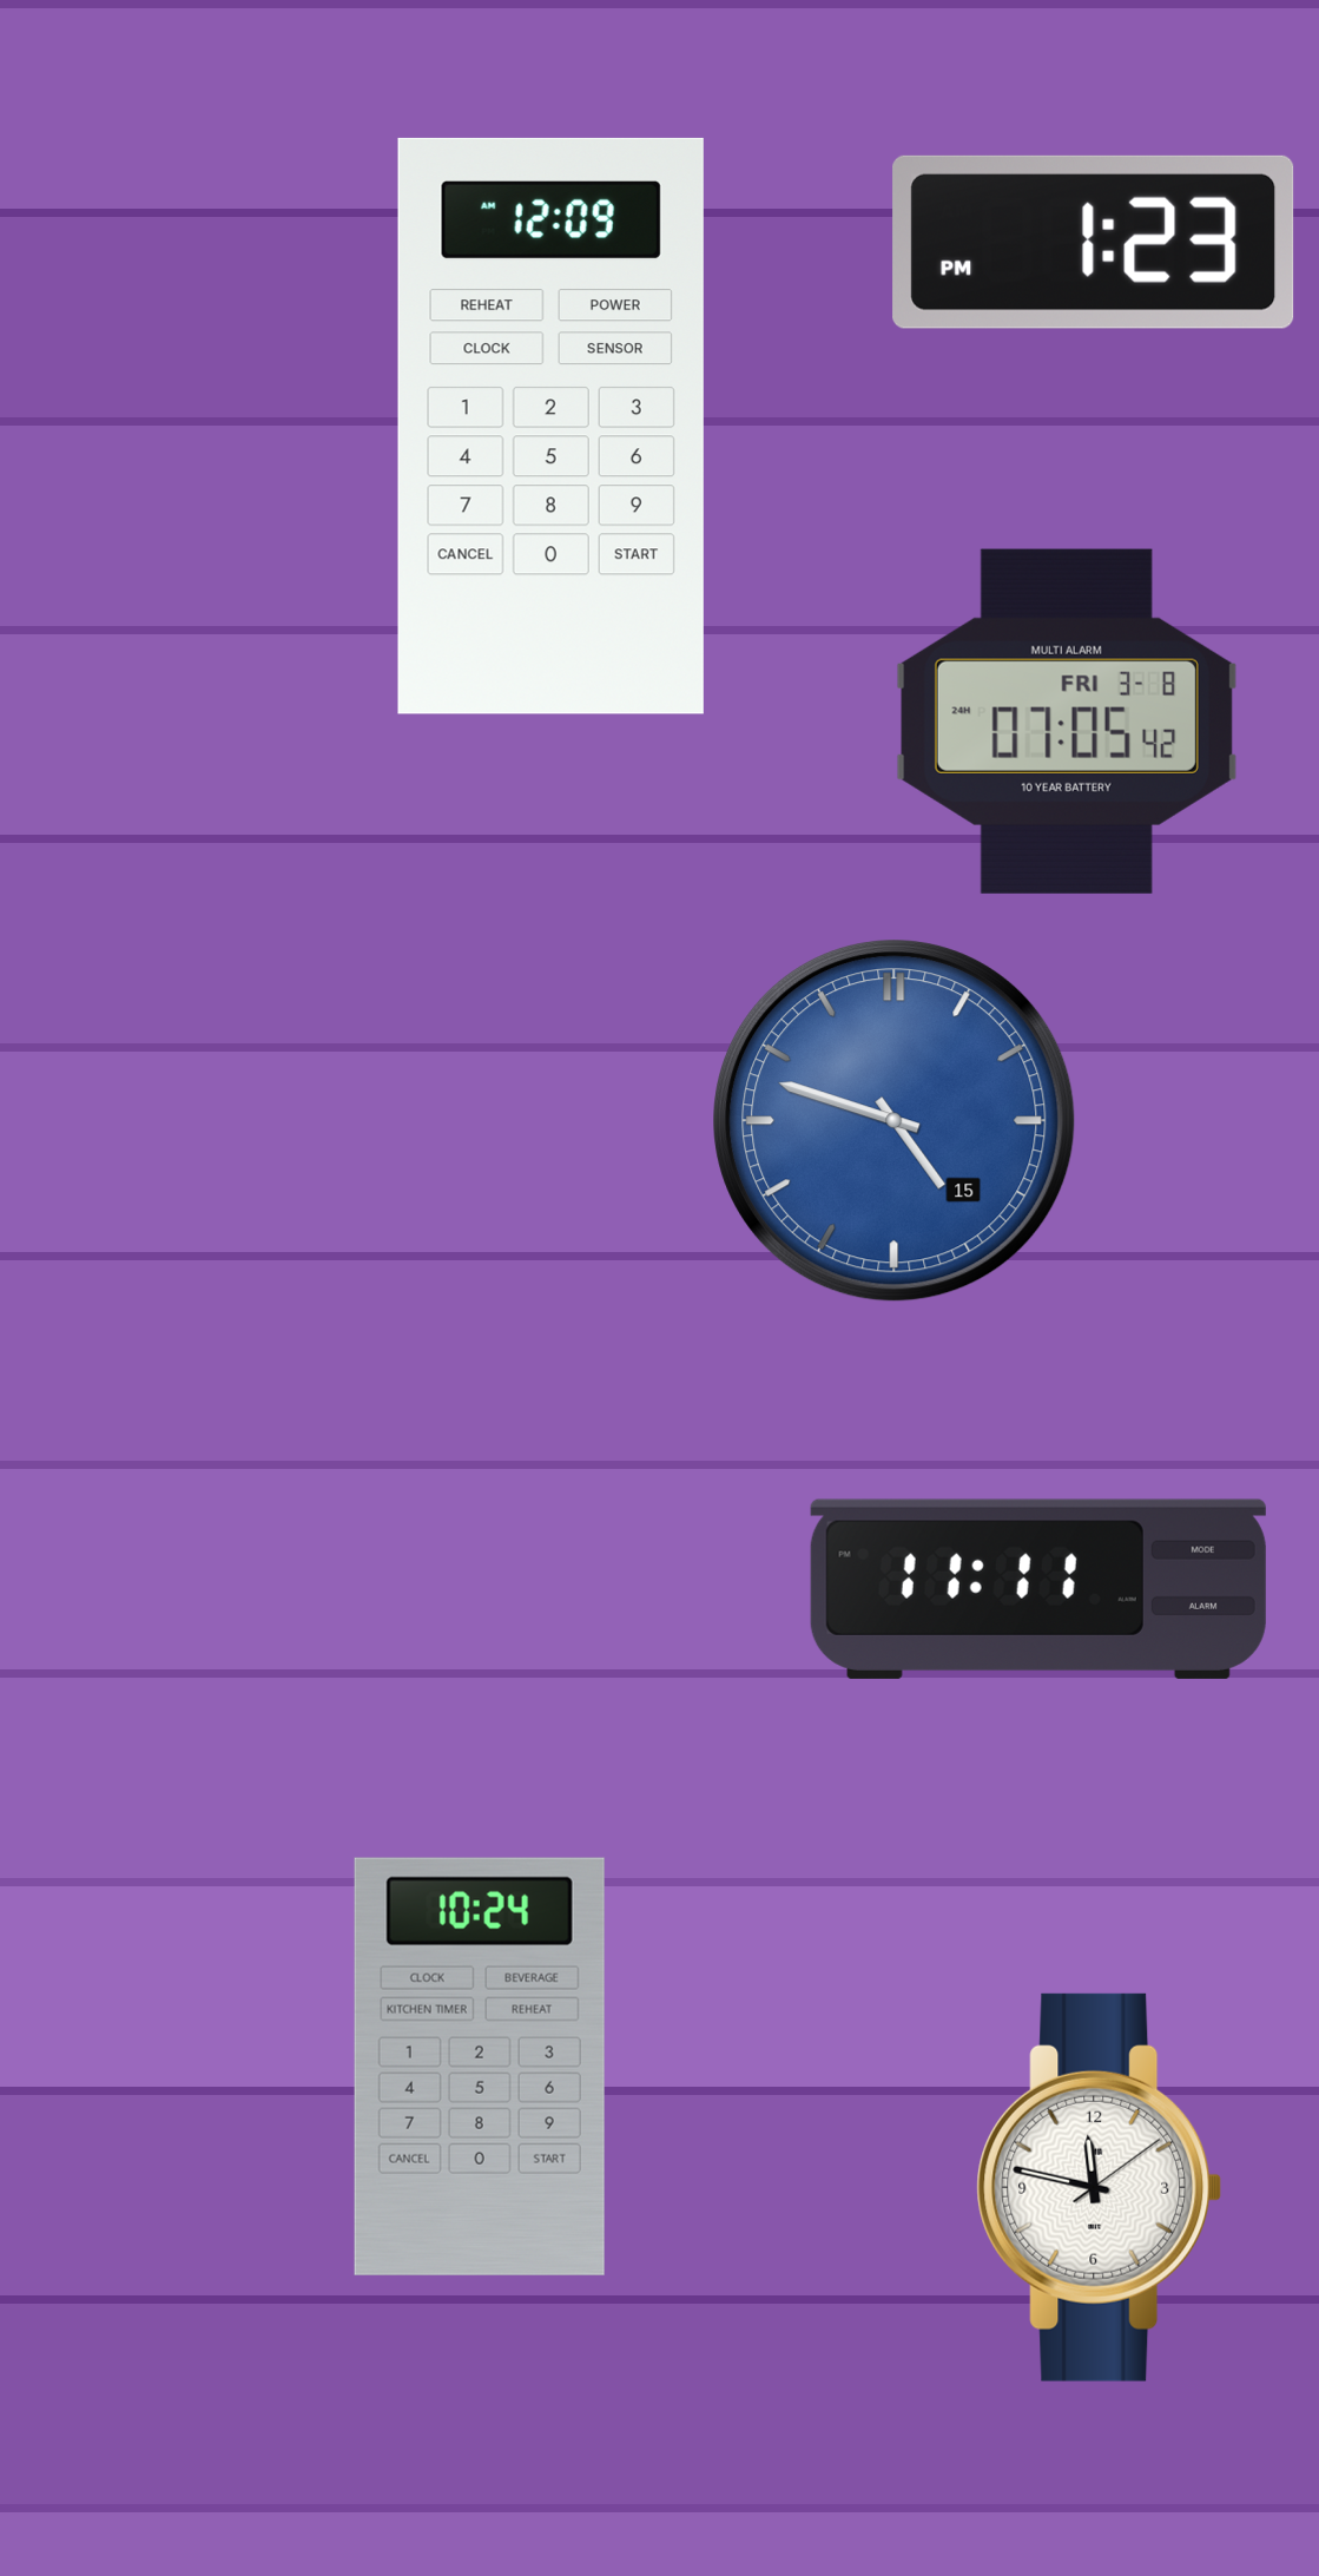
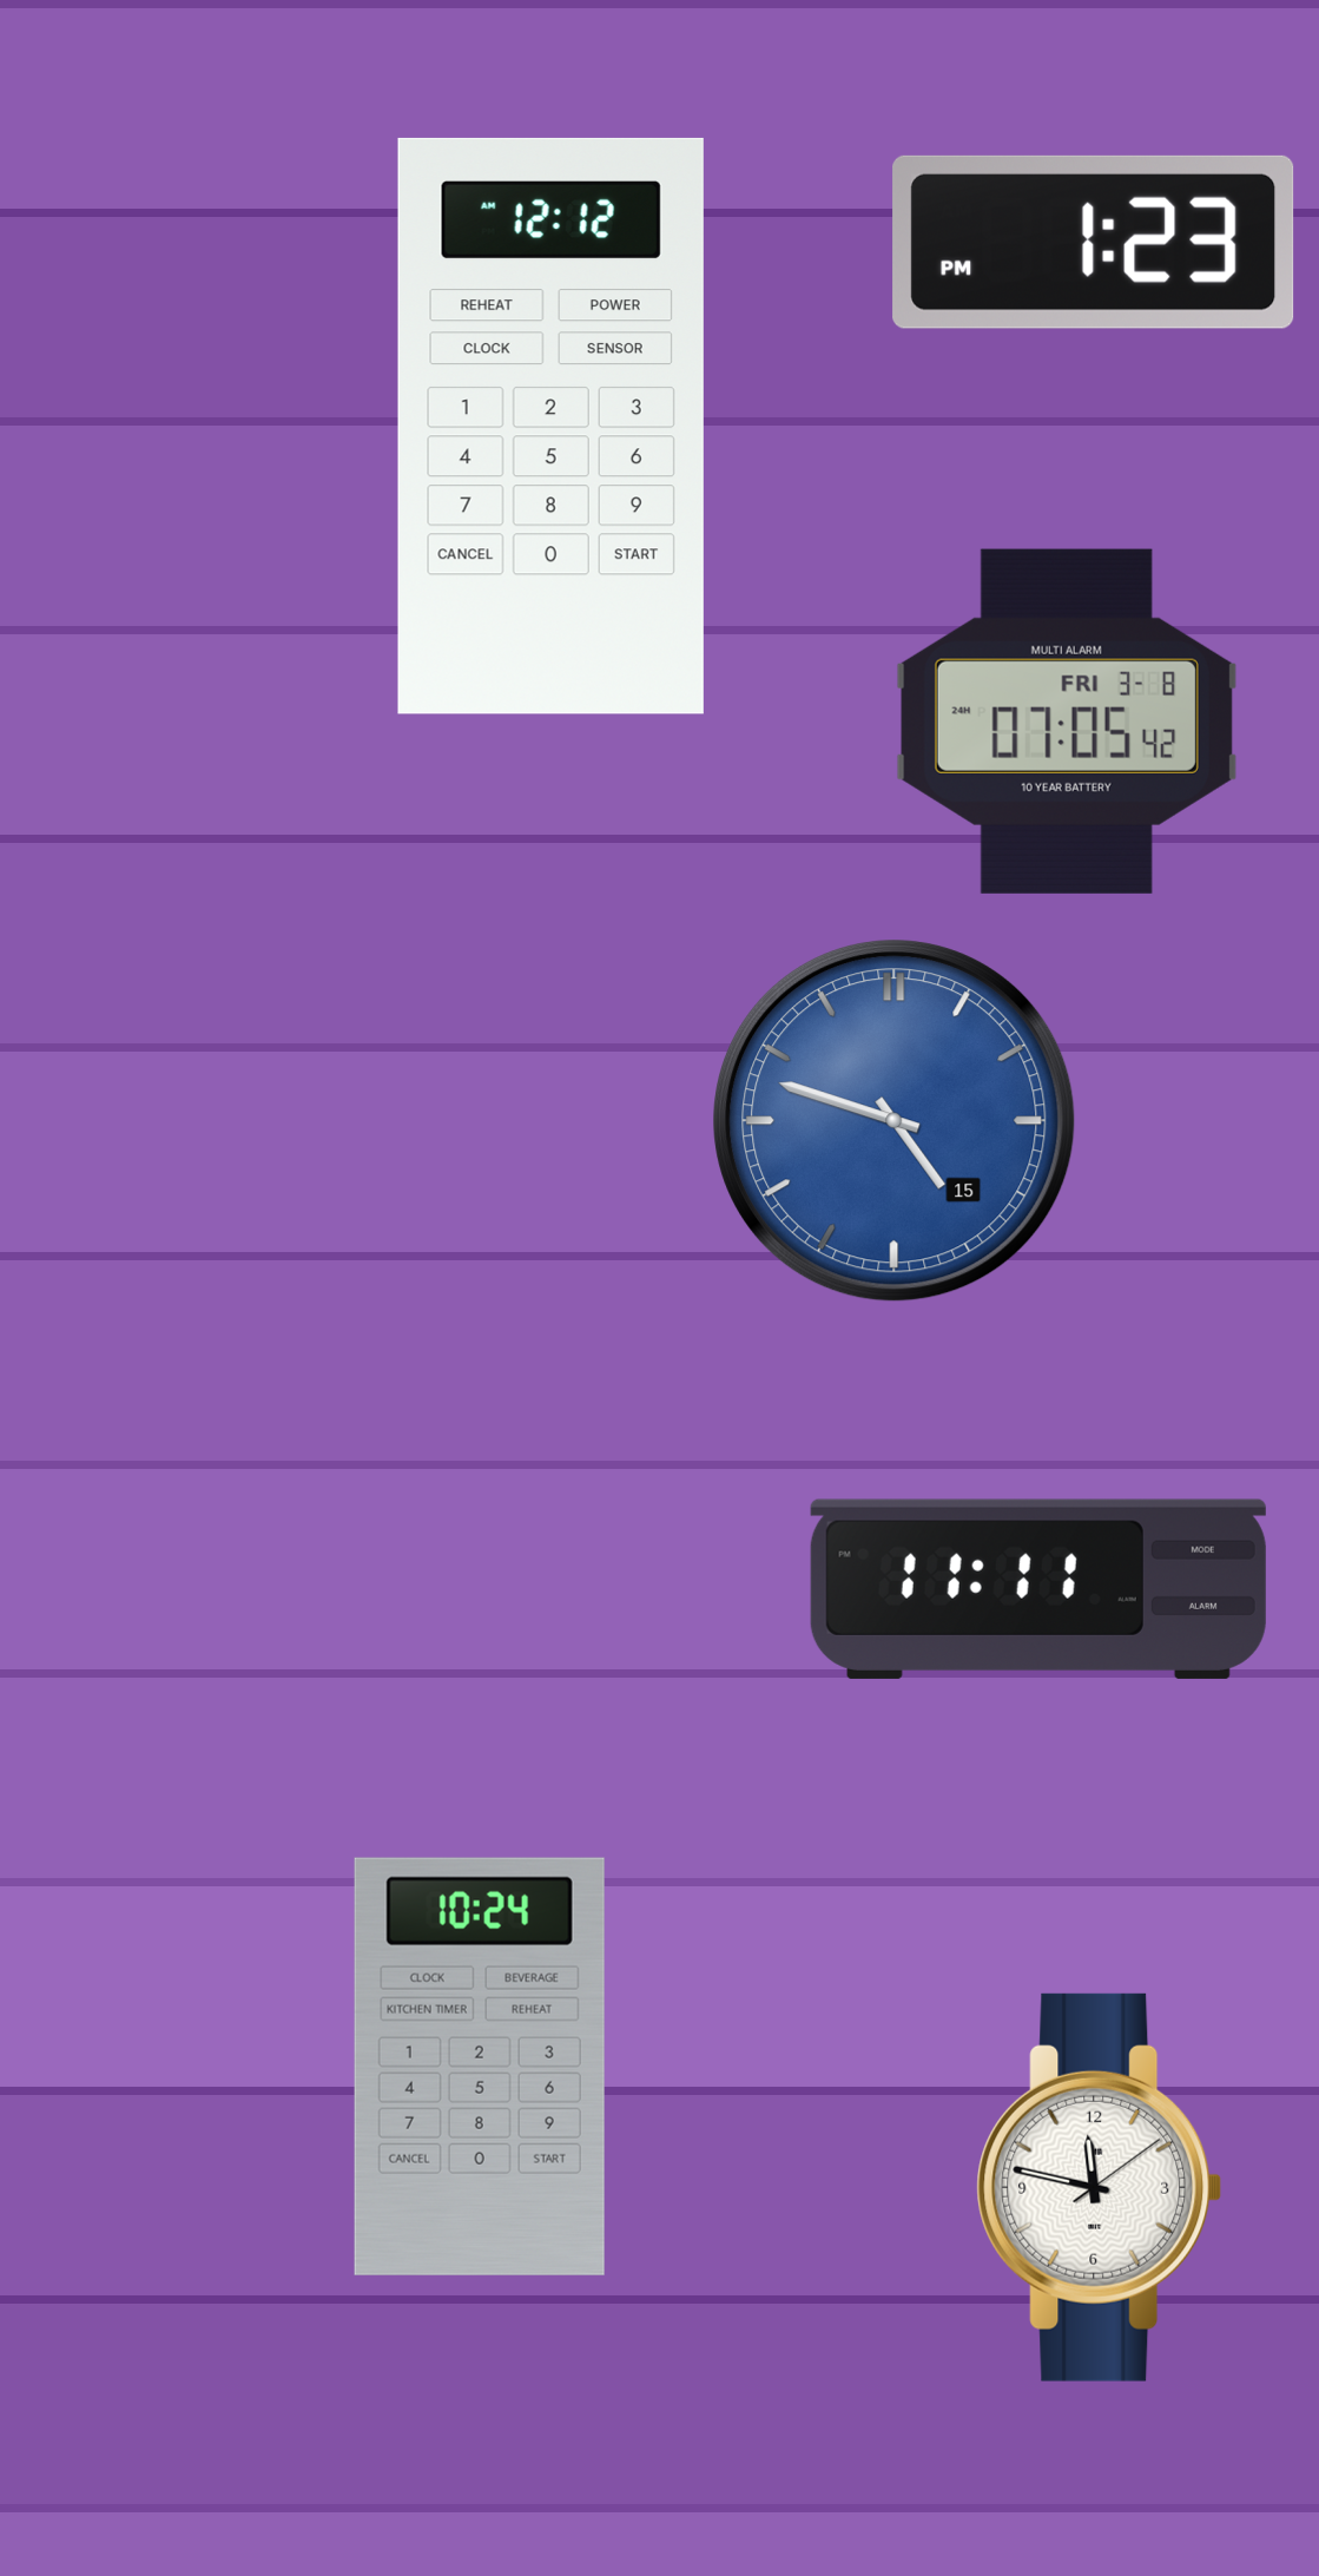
clock at (550, 426): 12:09 -> 12:12
